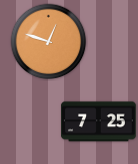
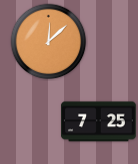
clock at (49, 42): 12:48 -> 12:08
